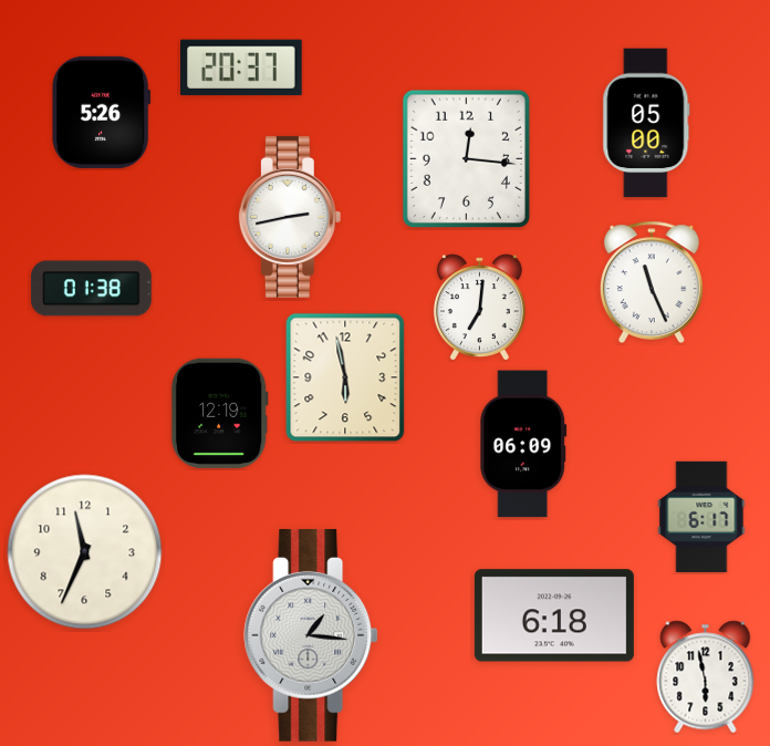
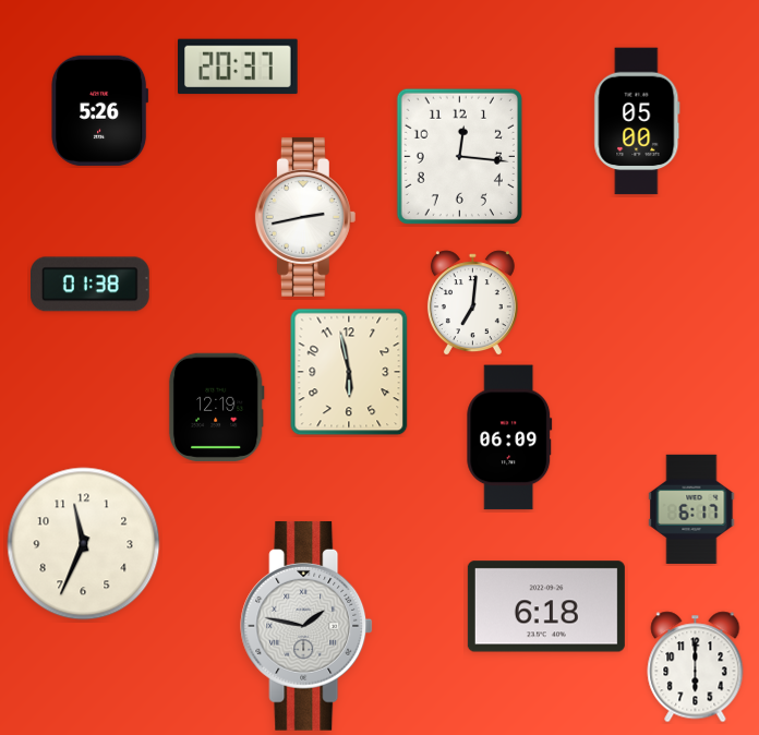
clock at (290, 217) position: (290, 217) -> (305, 217)
clock at (652, 281): 11:26 -> none
clock at (345, 377) position: (345, 377) -> (349, 372)
clock at (523, 444) position: (523, 444) -> (509, 437)
clock at (311, 635): 1:16 -> 1:47
clock at (706, 677): 5:58 -> 6:00
